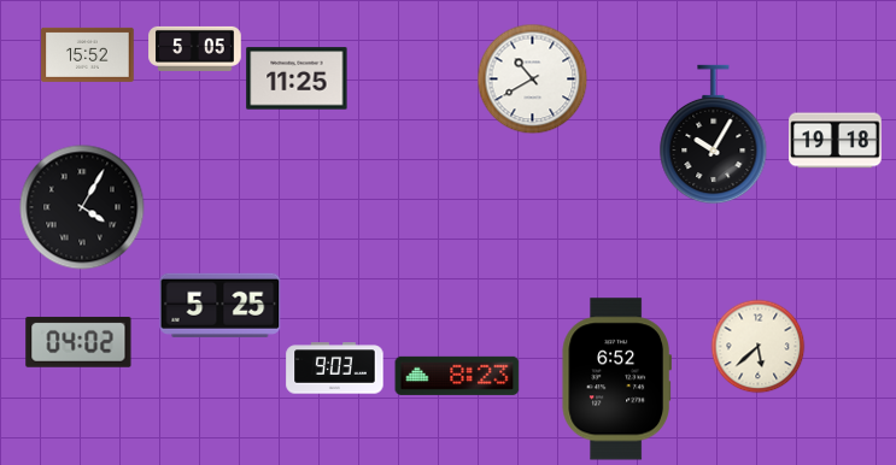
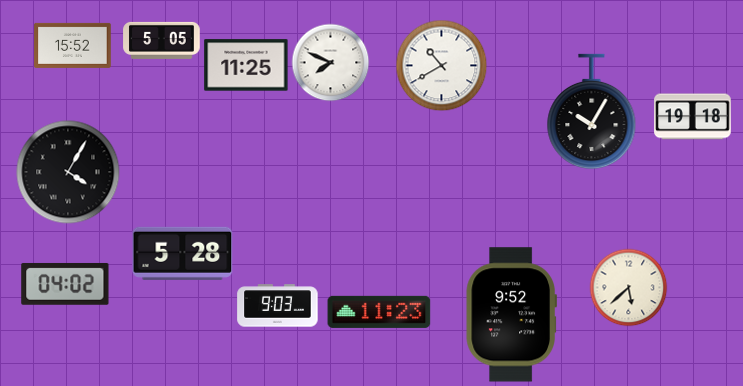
clock at (330, 62): none -> 7:49
clock at (221, 305): 5:25 -> 5:28
clock at (457, 376): 8:23 -> 11:23
clock at (616, 379): 6:52 -> 9:52
